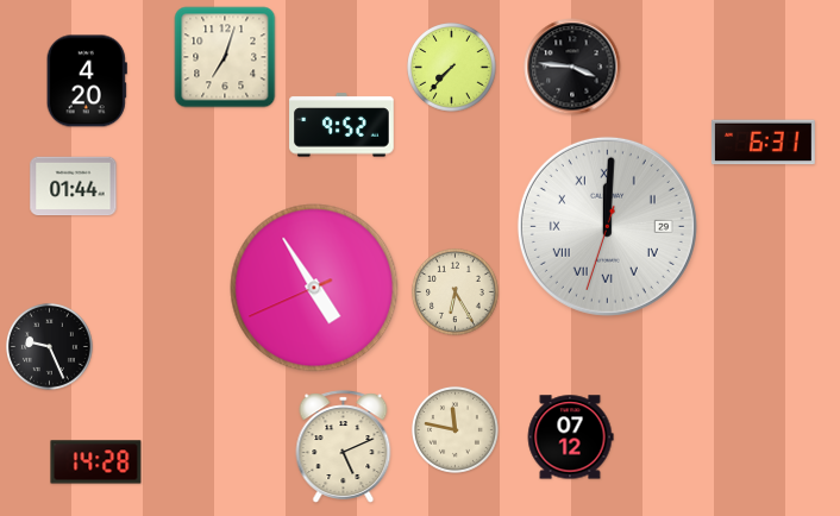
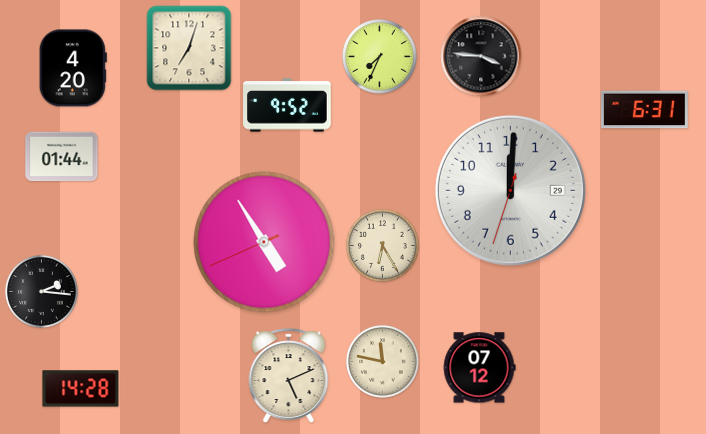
clock at (452, 68): 7:37 -> 7:34
clock at (763, 143) position: (763, 143) -> (644, 110)
clock at (607, 226) numerals: Roman -> Arabic
clock at (49, 346): 9:26 -> 2:16
